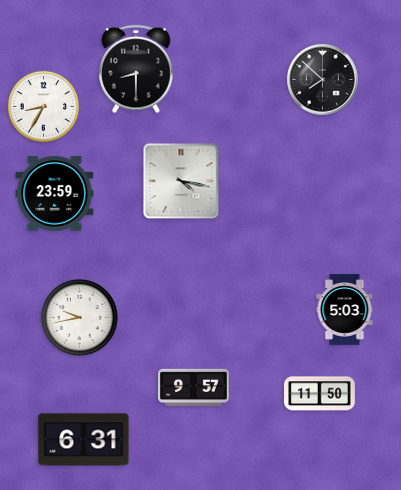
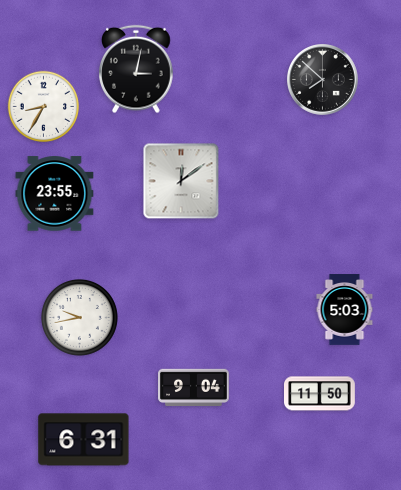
clock at (137, 69): 8:30 -> 3:02
clock at (181, 181): 4:17 -> 12:09
clock at (55, 194): 23:59 -> 23:55
clock at (194, 388): 9:57 -> 9:04
